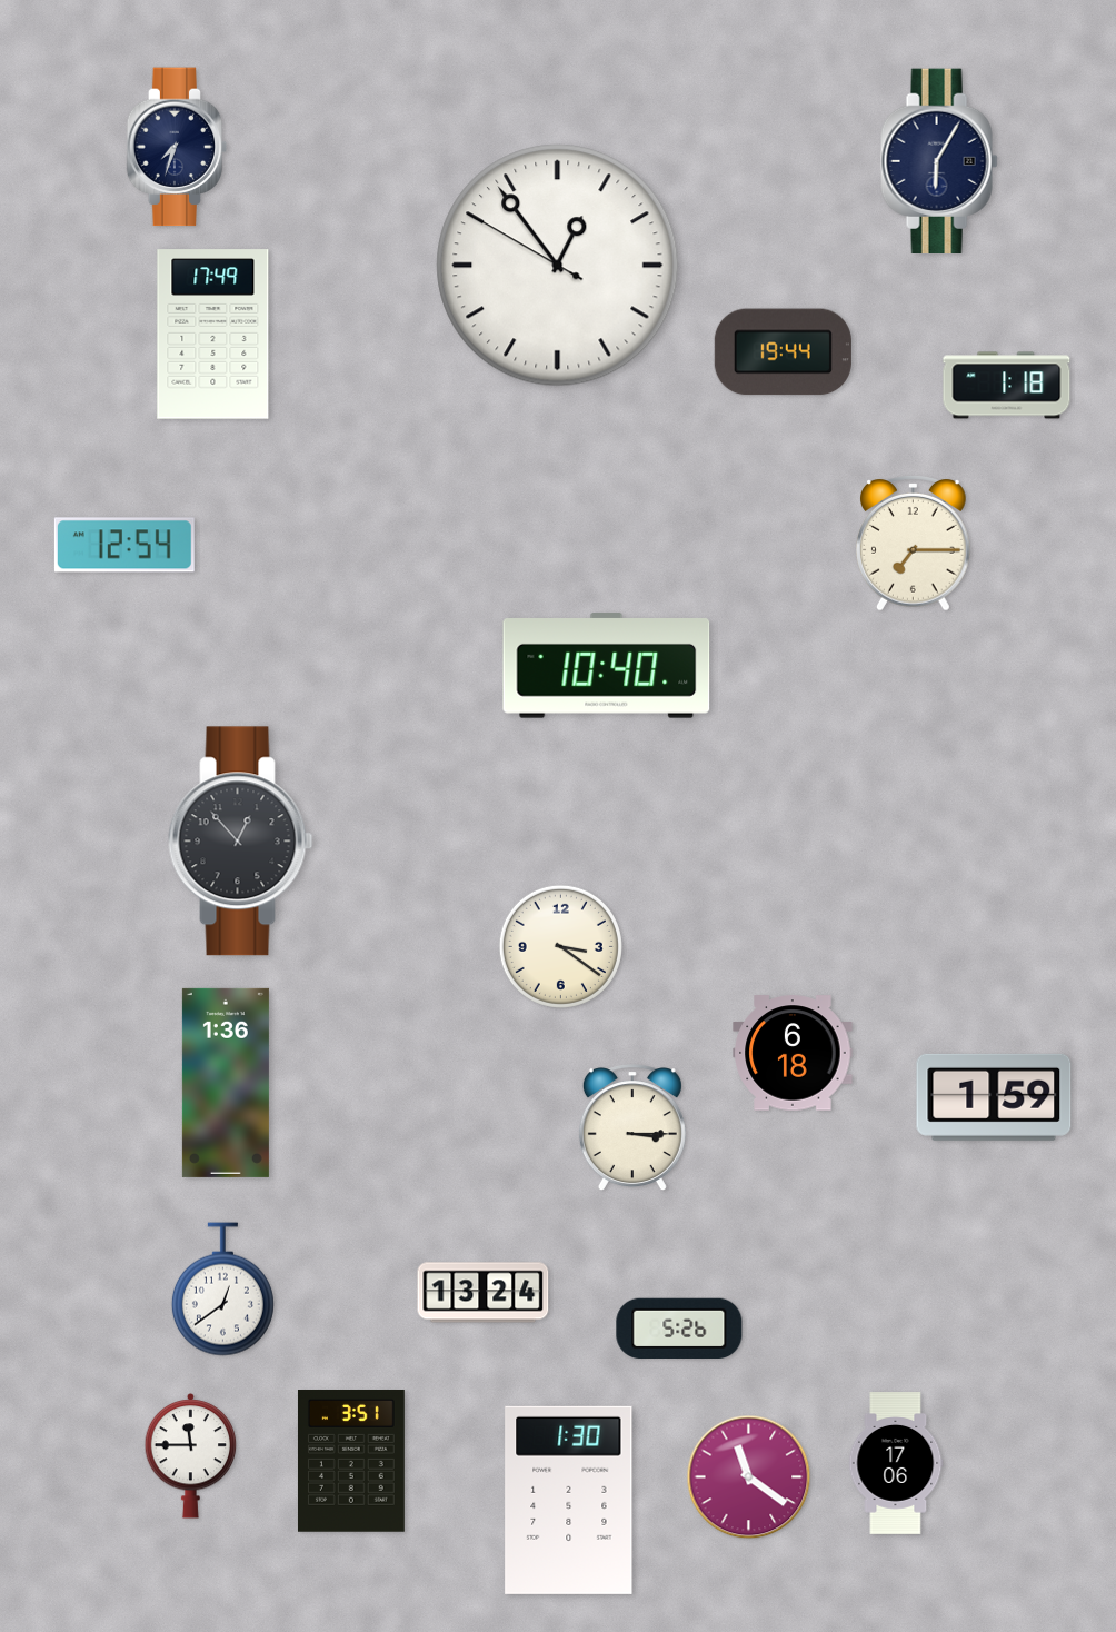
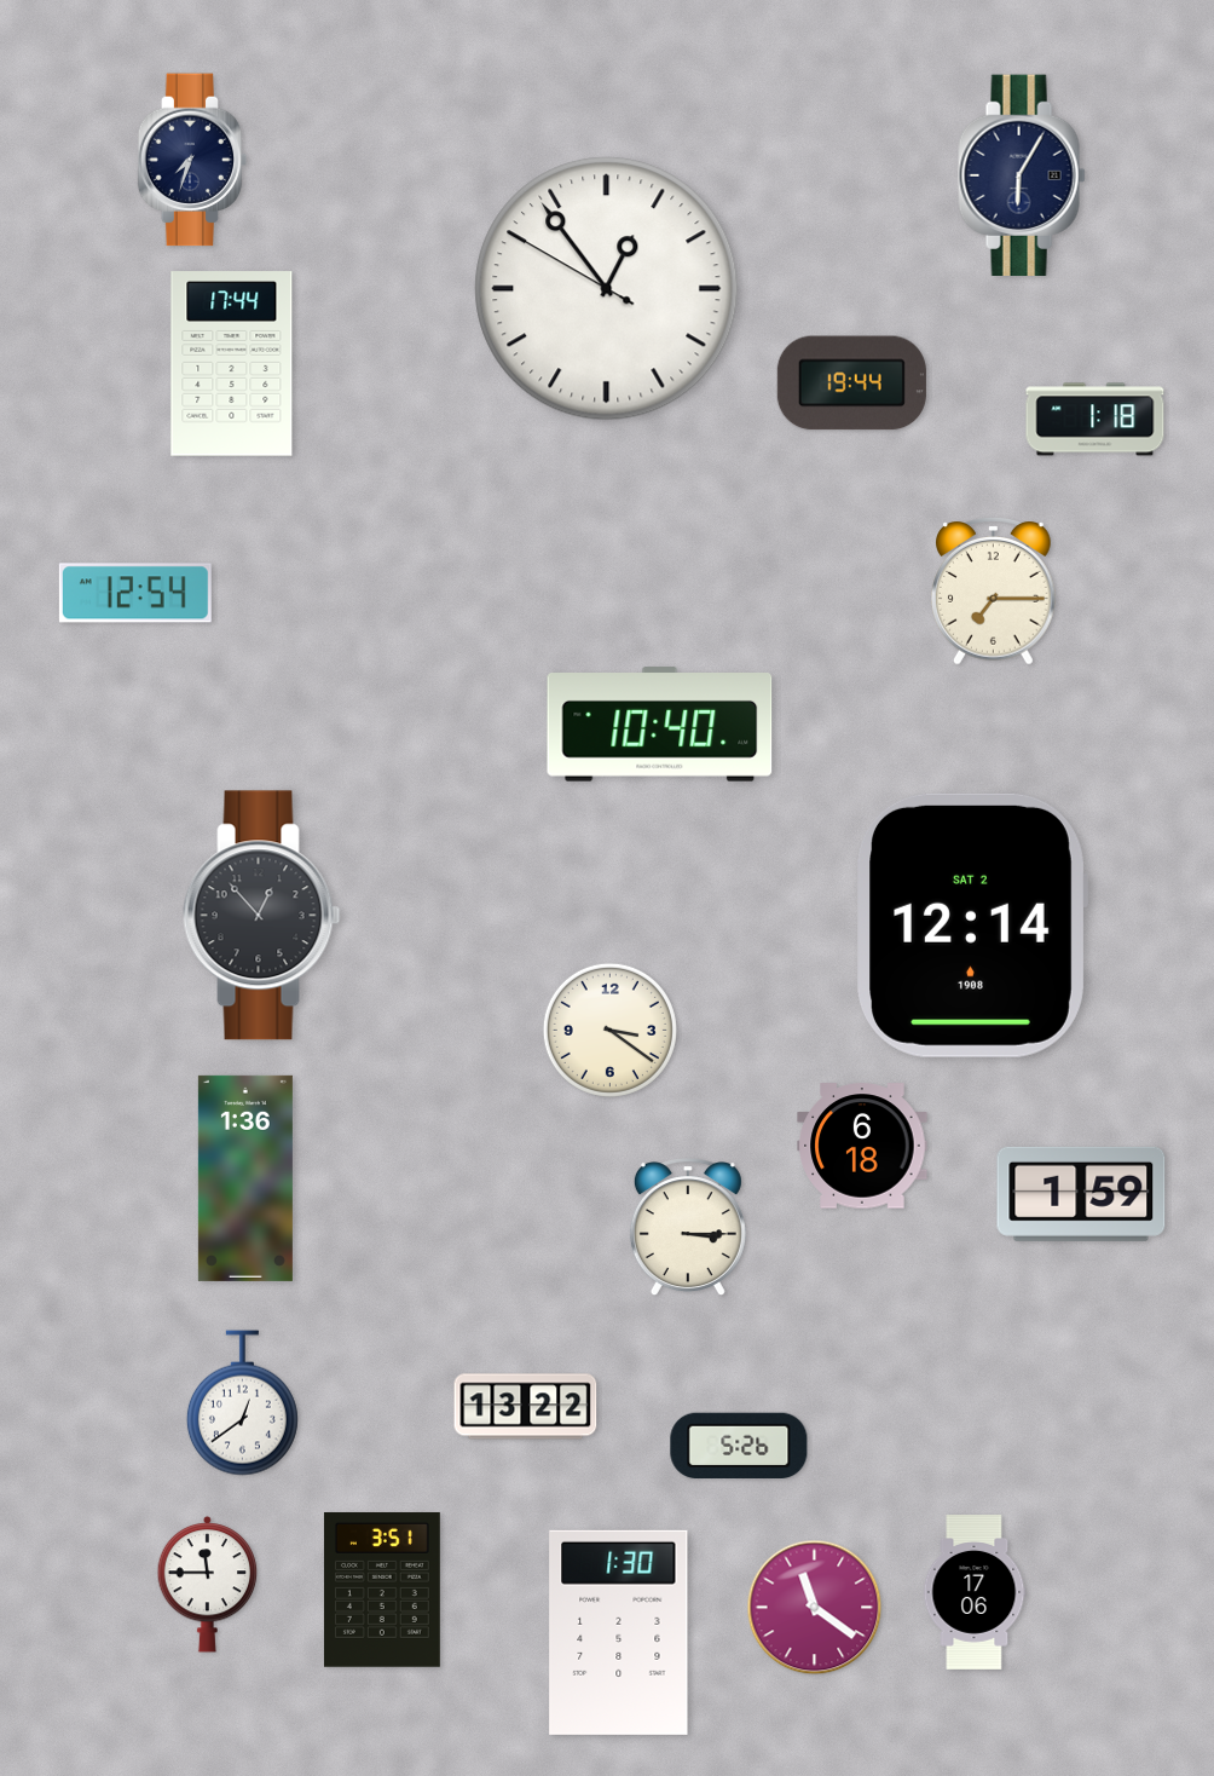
clock at (213, 335): 17:49 -> 17:44
clock at (972, 926): none -> 12:14
clock at (484, 1293): 13:24 -> 13:22
